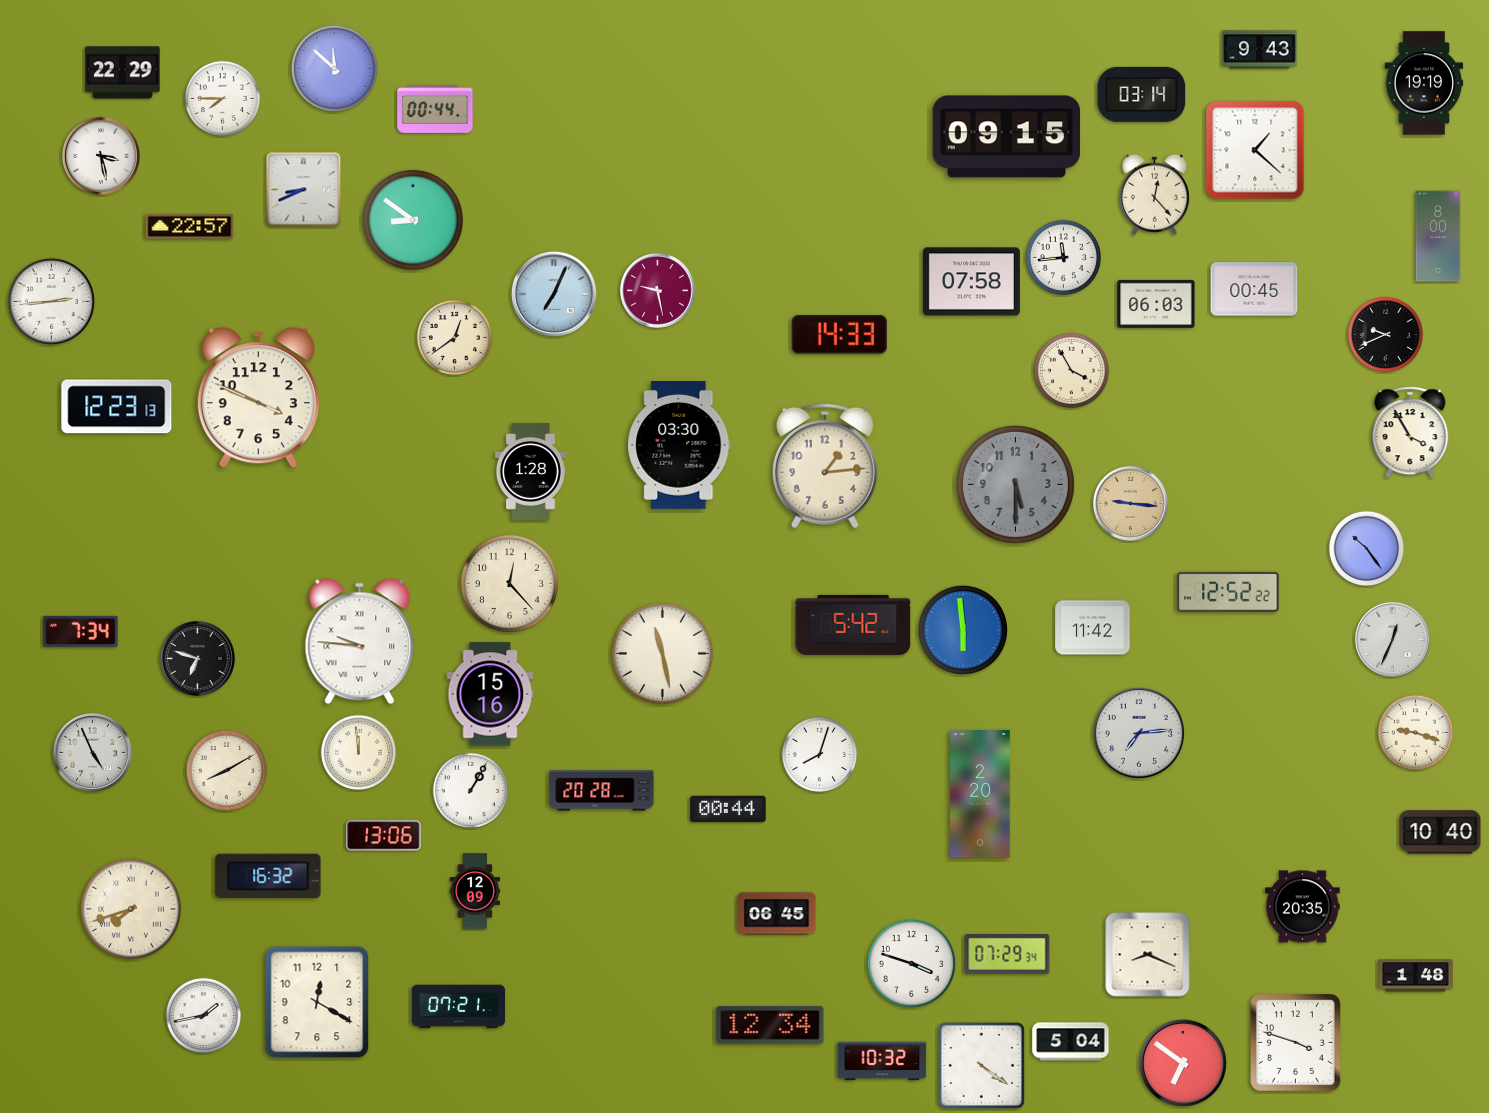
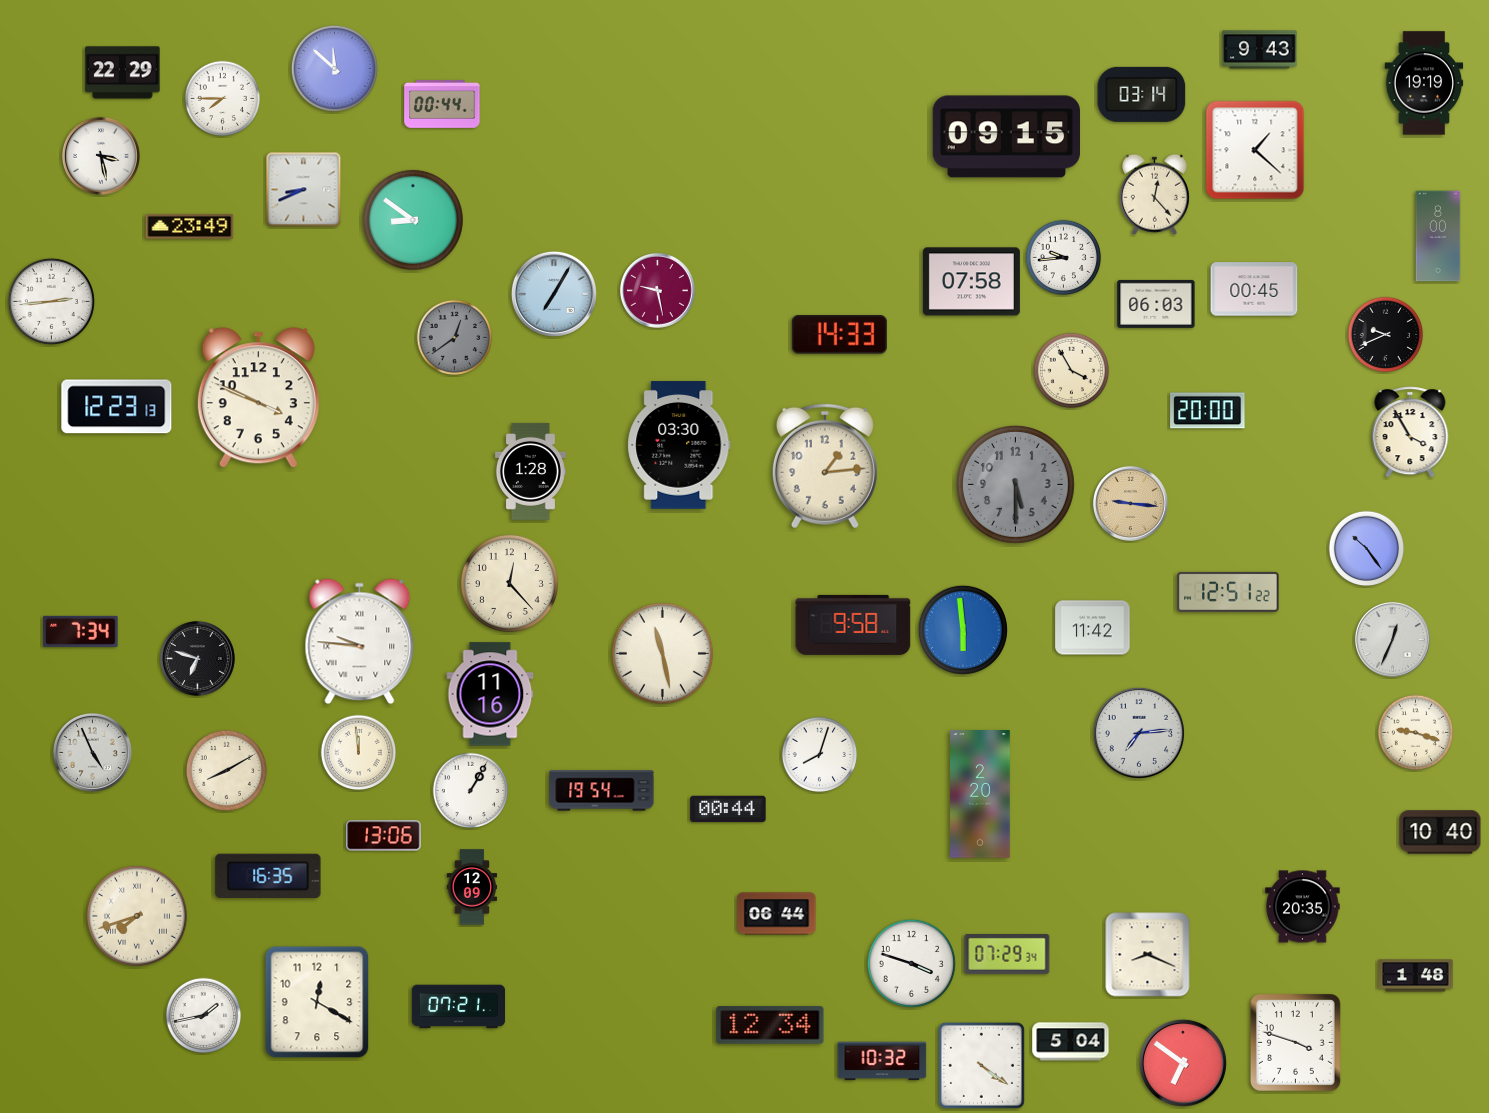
clock at (435, 109) position: (435, 109) -> (442, 104)
clock at (190, 226): 22:57 -> 23:49
clock at (1064, 258): 11:44 -> 9:44
clock at (554, 294): 7:04 -> 7:05
clock at (455, 338) dial: cream -> grey
clock at (1208, 411): none -> 20:00
clock at (1228, 592): 12:52 -> 12:51
clock at (853, 625): 5:42 -> 9:58
clock at (490, 694): 15:16 -> 11:16
clock at (602, 791): 20:28 -> 19:54
clock at (268, 876): 16:32 -> 16:35
clock at (475, 891) position: (475, 891) -> (472, 887)
clock at (131, 909) position: (131, 909) -> (137, 916)
clock at (777, 914): 06:45 -> 06:44
